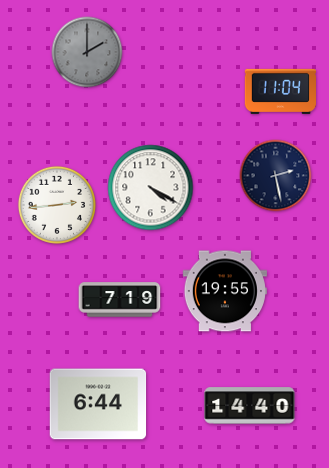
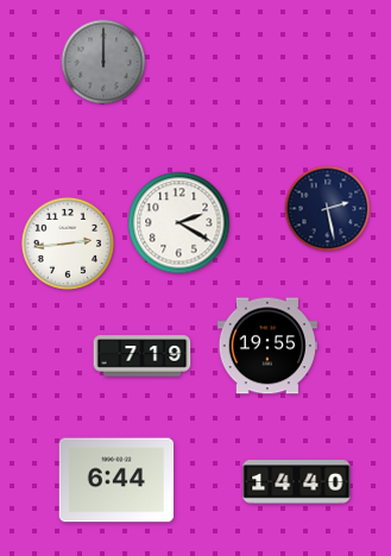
clock at (87, 52): 2:00 -> 12:00
clock at (280, 91): 11:04 -> none
clock at (151, 188): 4:20 -> 2:20
